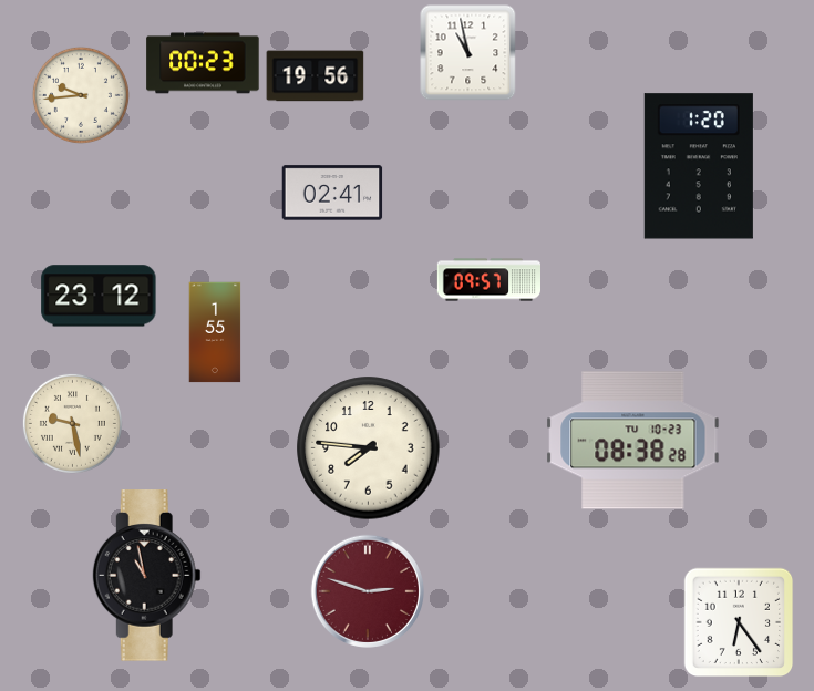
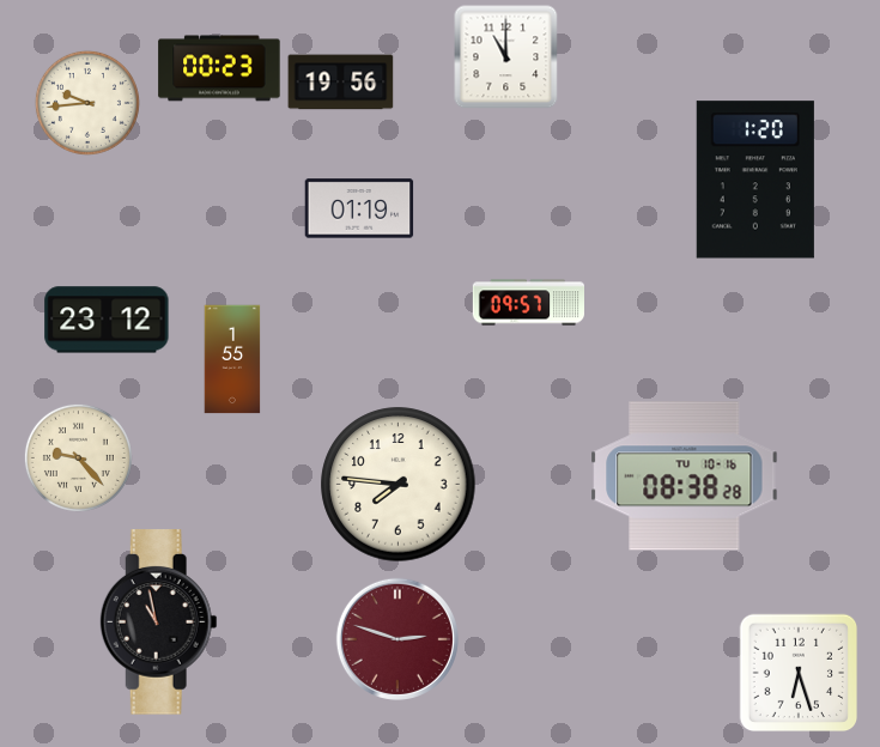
clock at (468, 53): 10:58 -> 11:00
clock at (332, 193): 02:41 -> 01:19
clock at (72, 423): 9:28 -> 9:23
clock at (633, 441) date: TU 10-23 -> TU 10-16
clock at (739, 622): 6:24 -> 6:27
